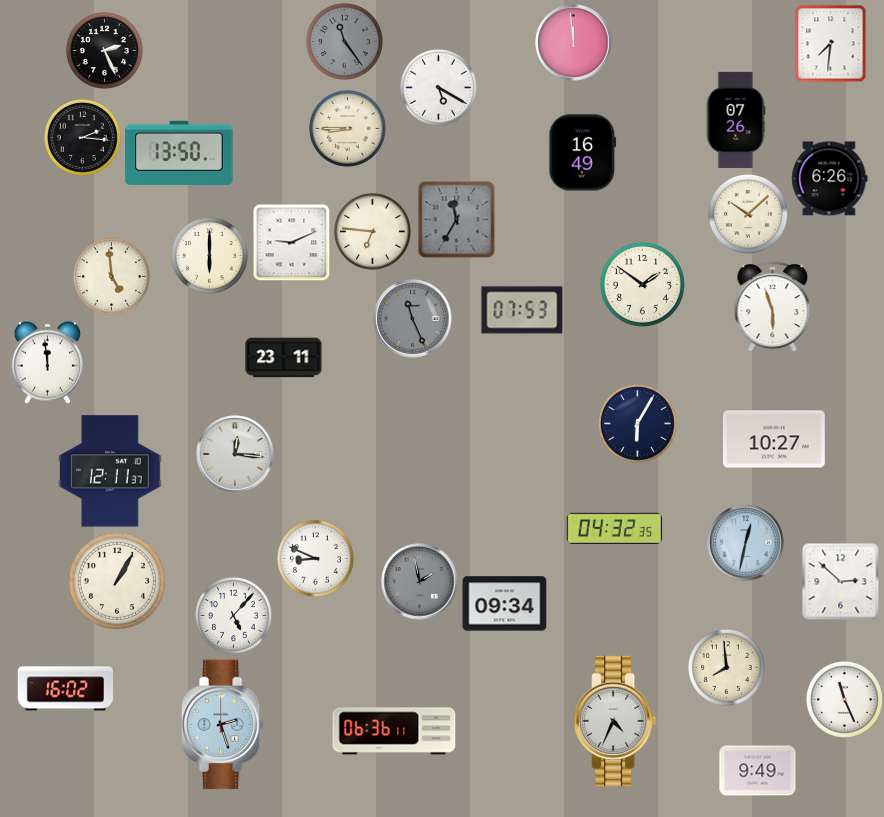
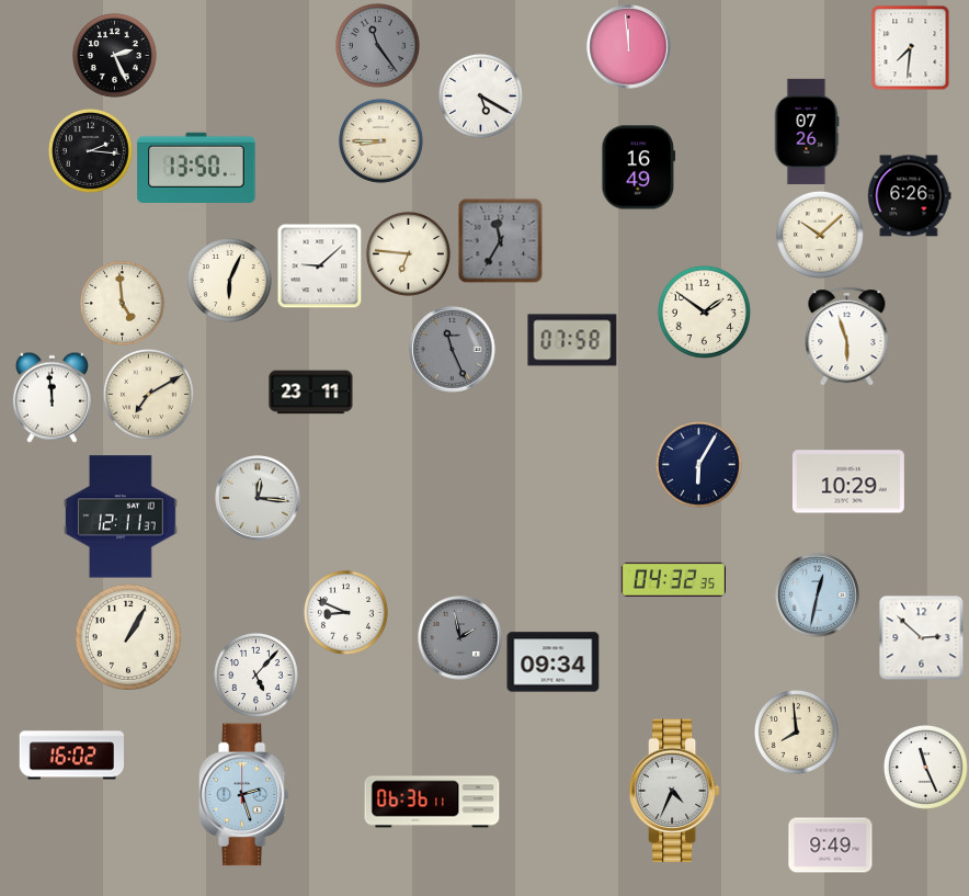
clock at (291, 242): 9:11 -> 9:08
clock at (209, 255): 6:00 -> 6:04
clock at (522, 310): 07:53 -> 07:58
clock at (148, 394): none -> 7:10
clock at (774, 439): 10:27 -> 10:29
